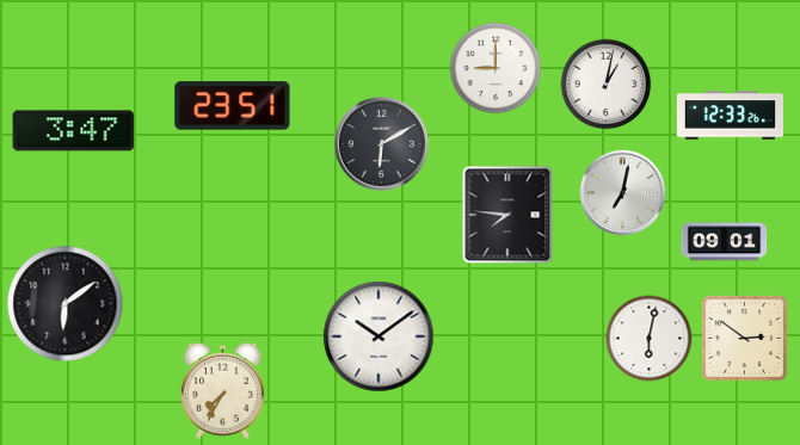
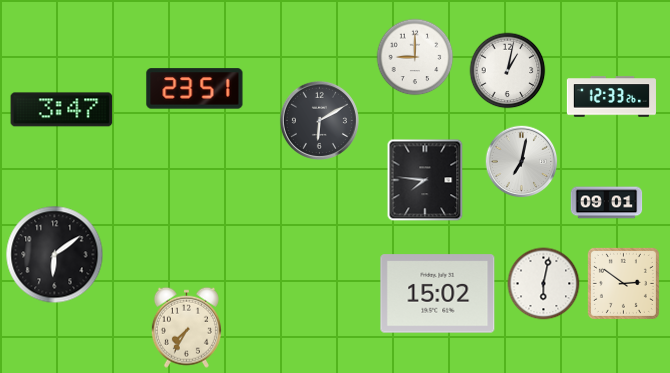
clock at (379, 336): 10:09 -> none
clock at (438, 294): none -> 15:02
